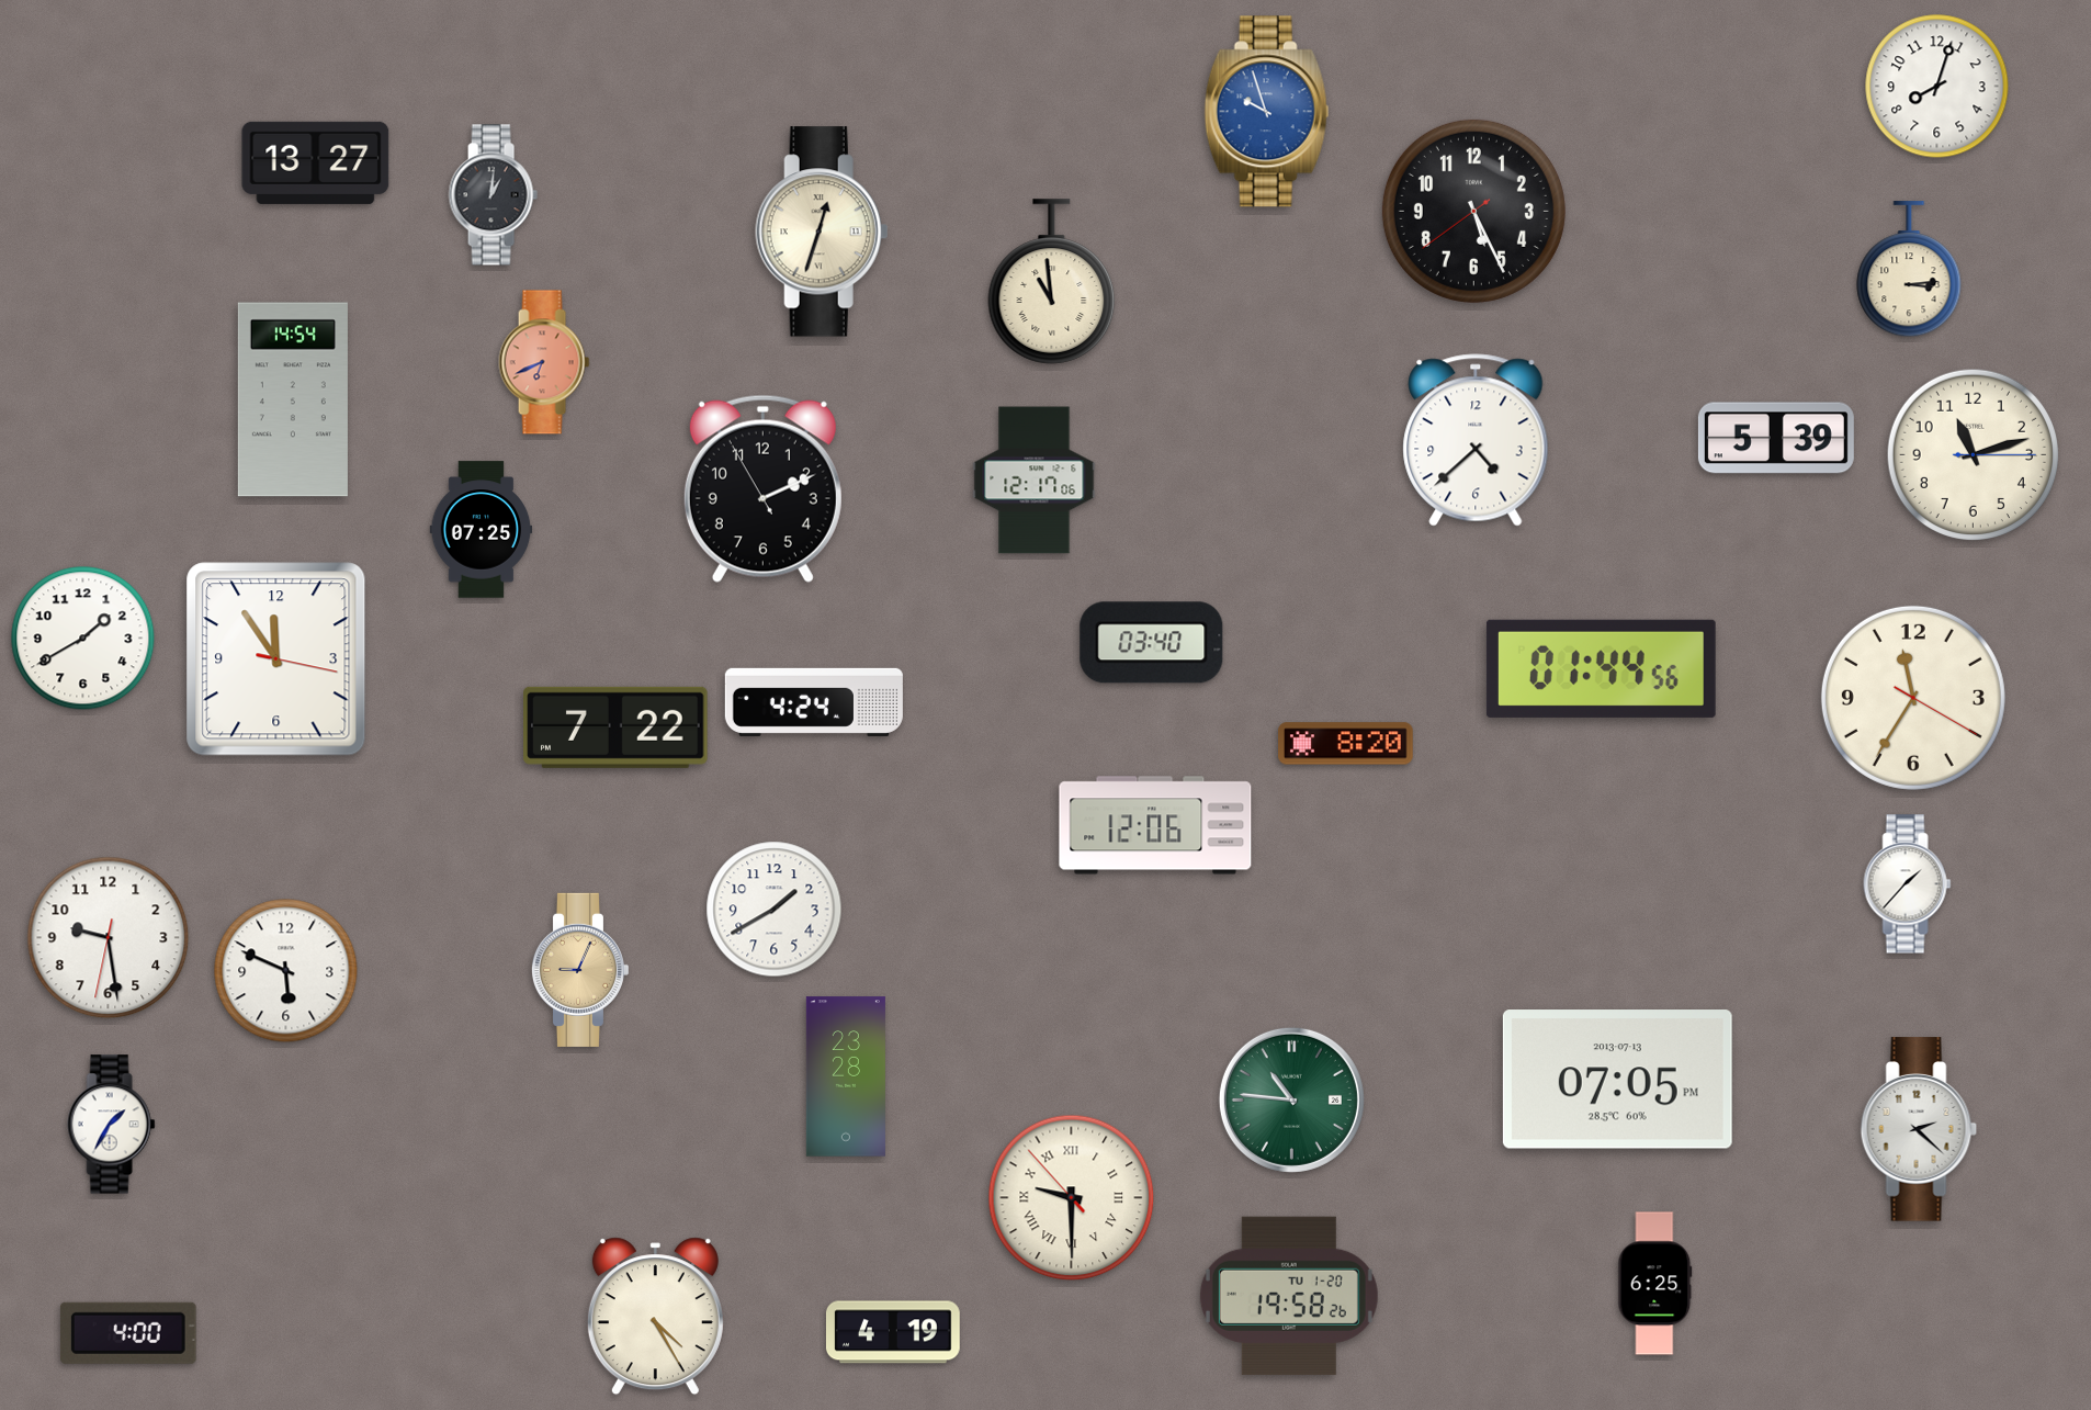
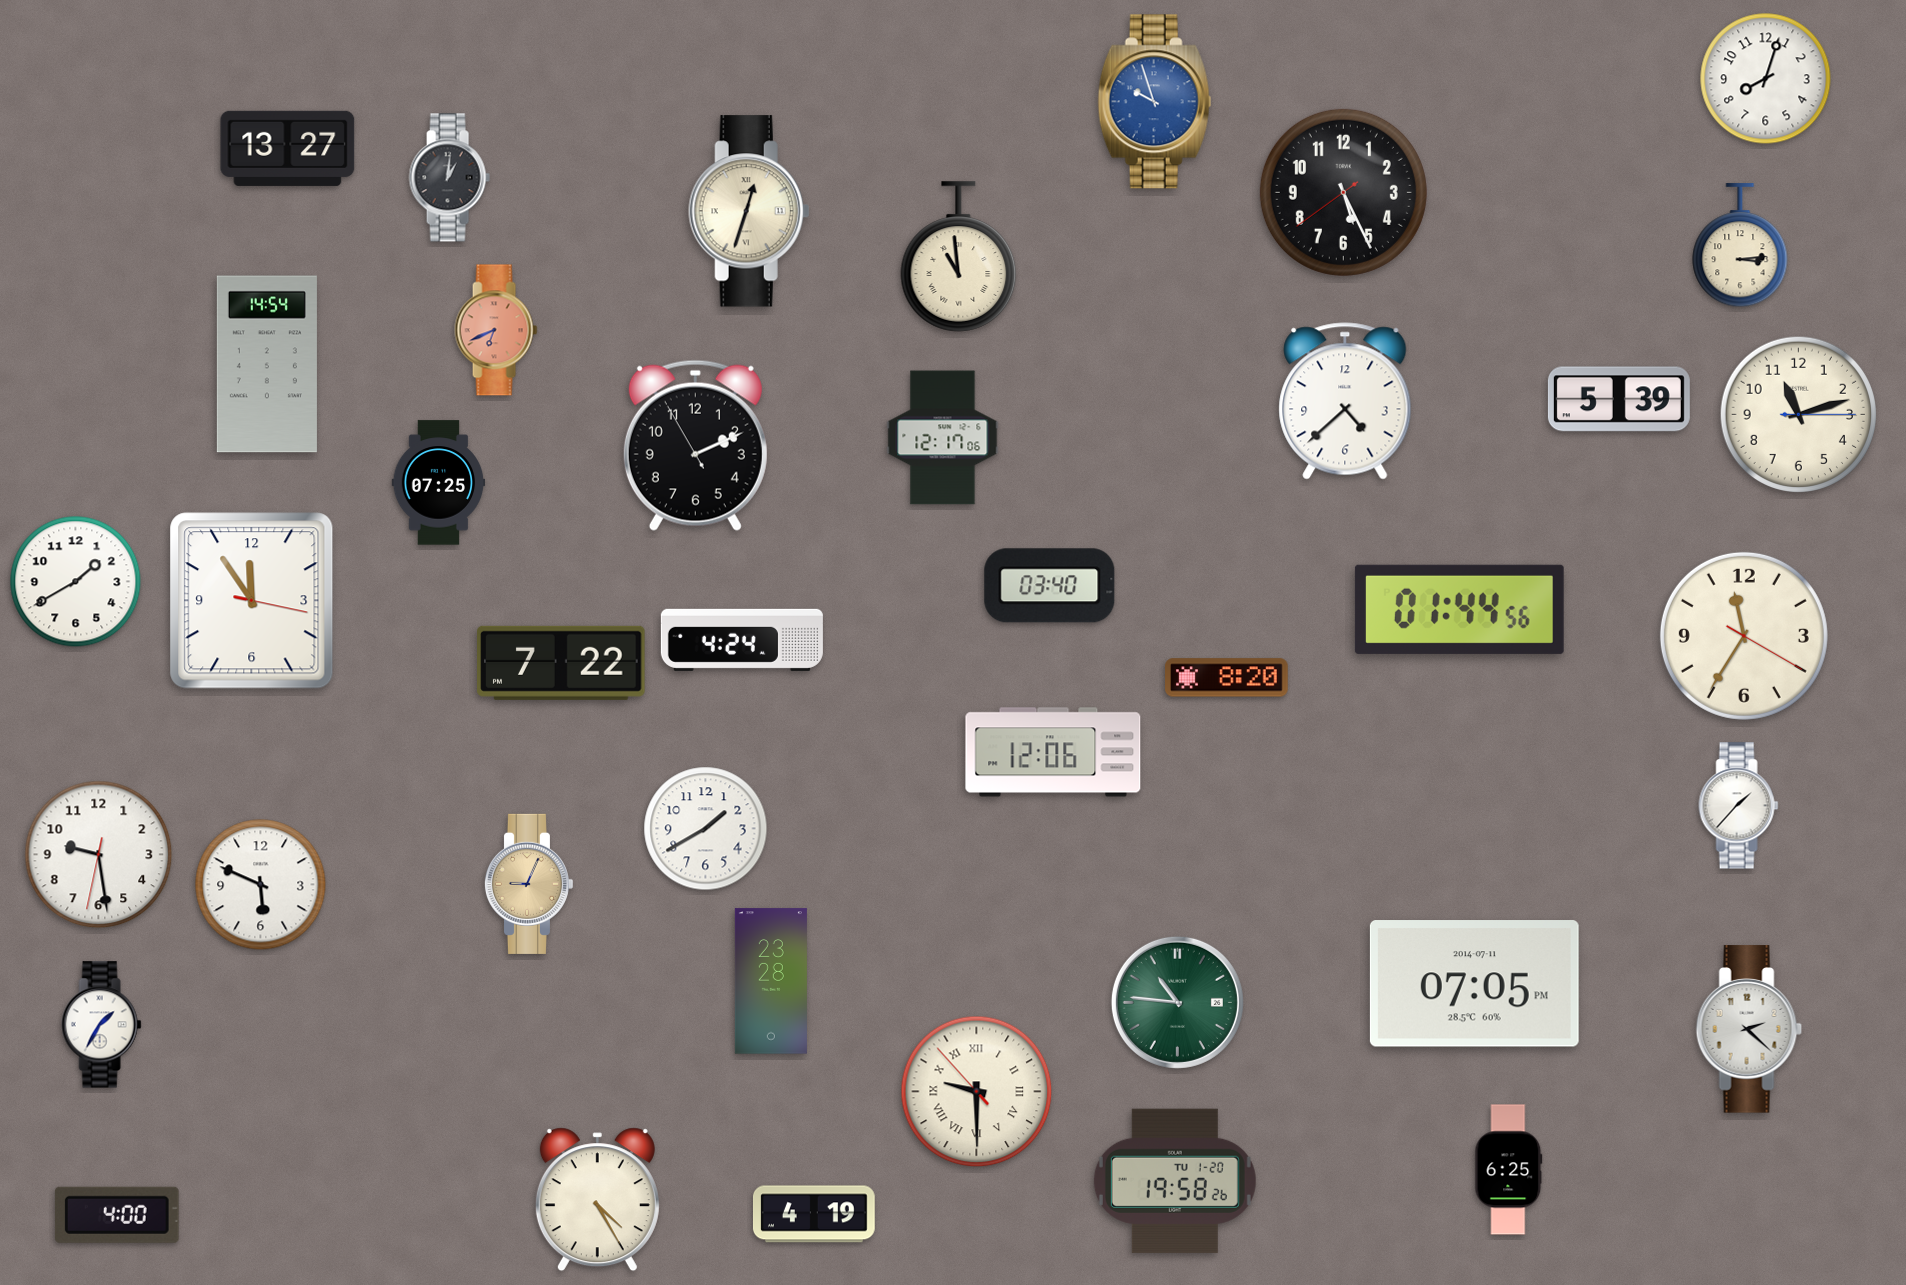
clock at (1617, 1080) date: 2013-07-13 -> 2014-07-11
